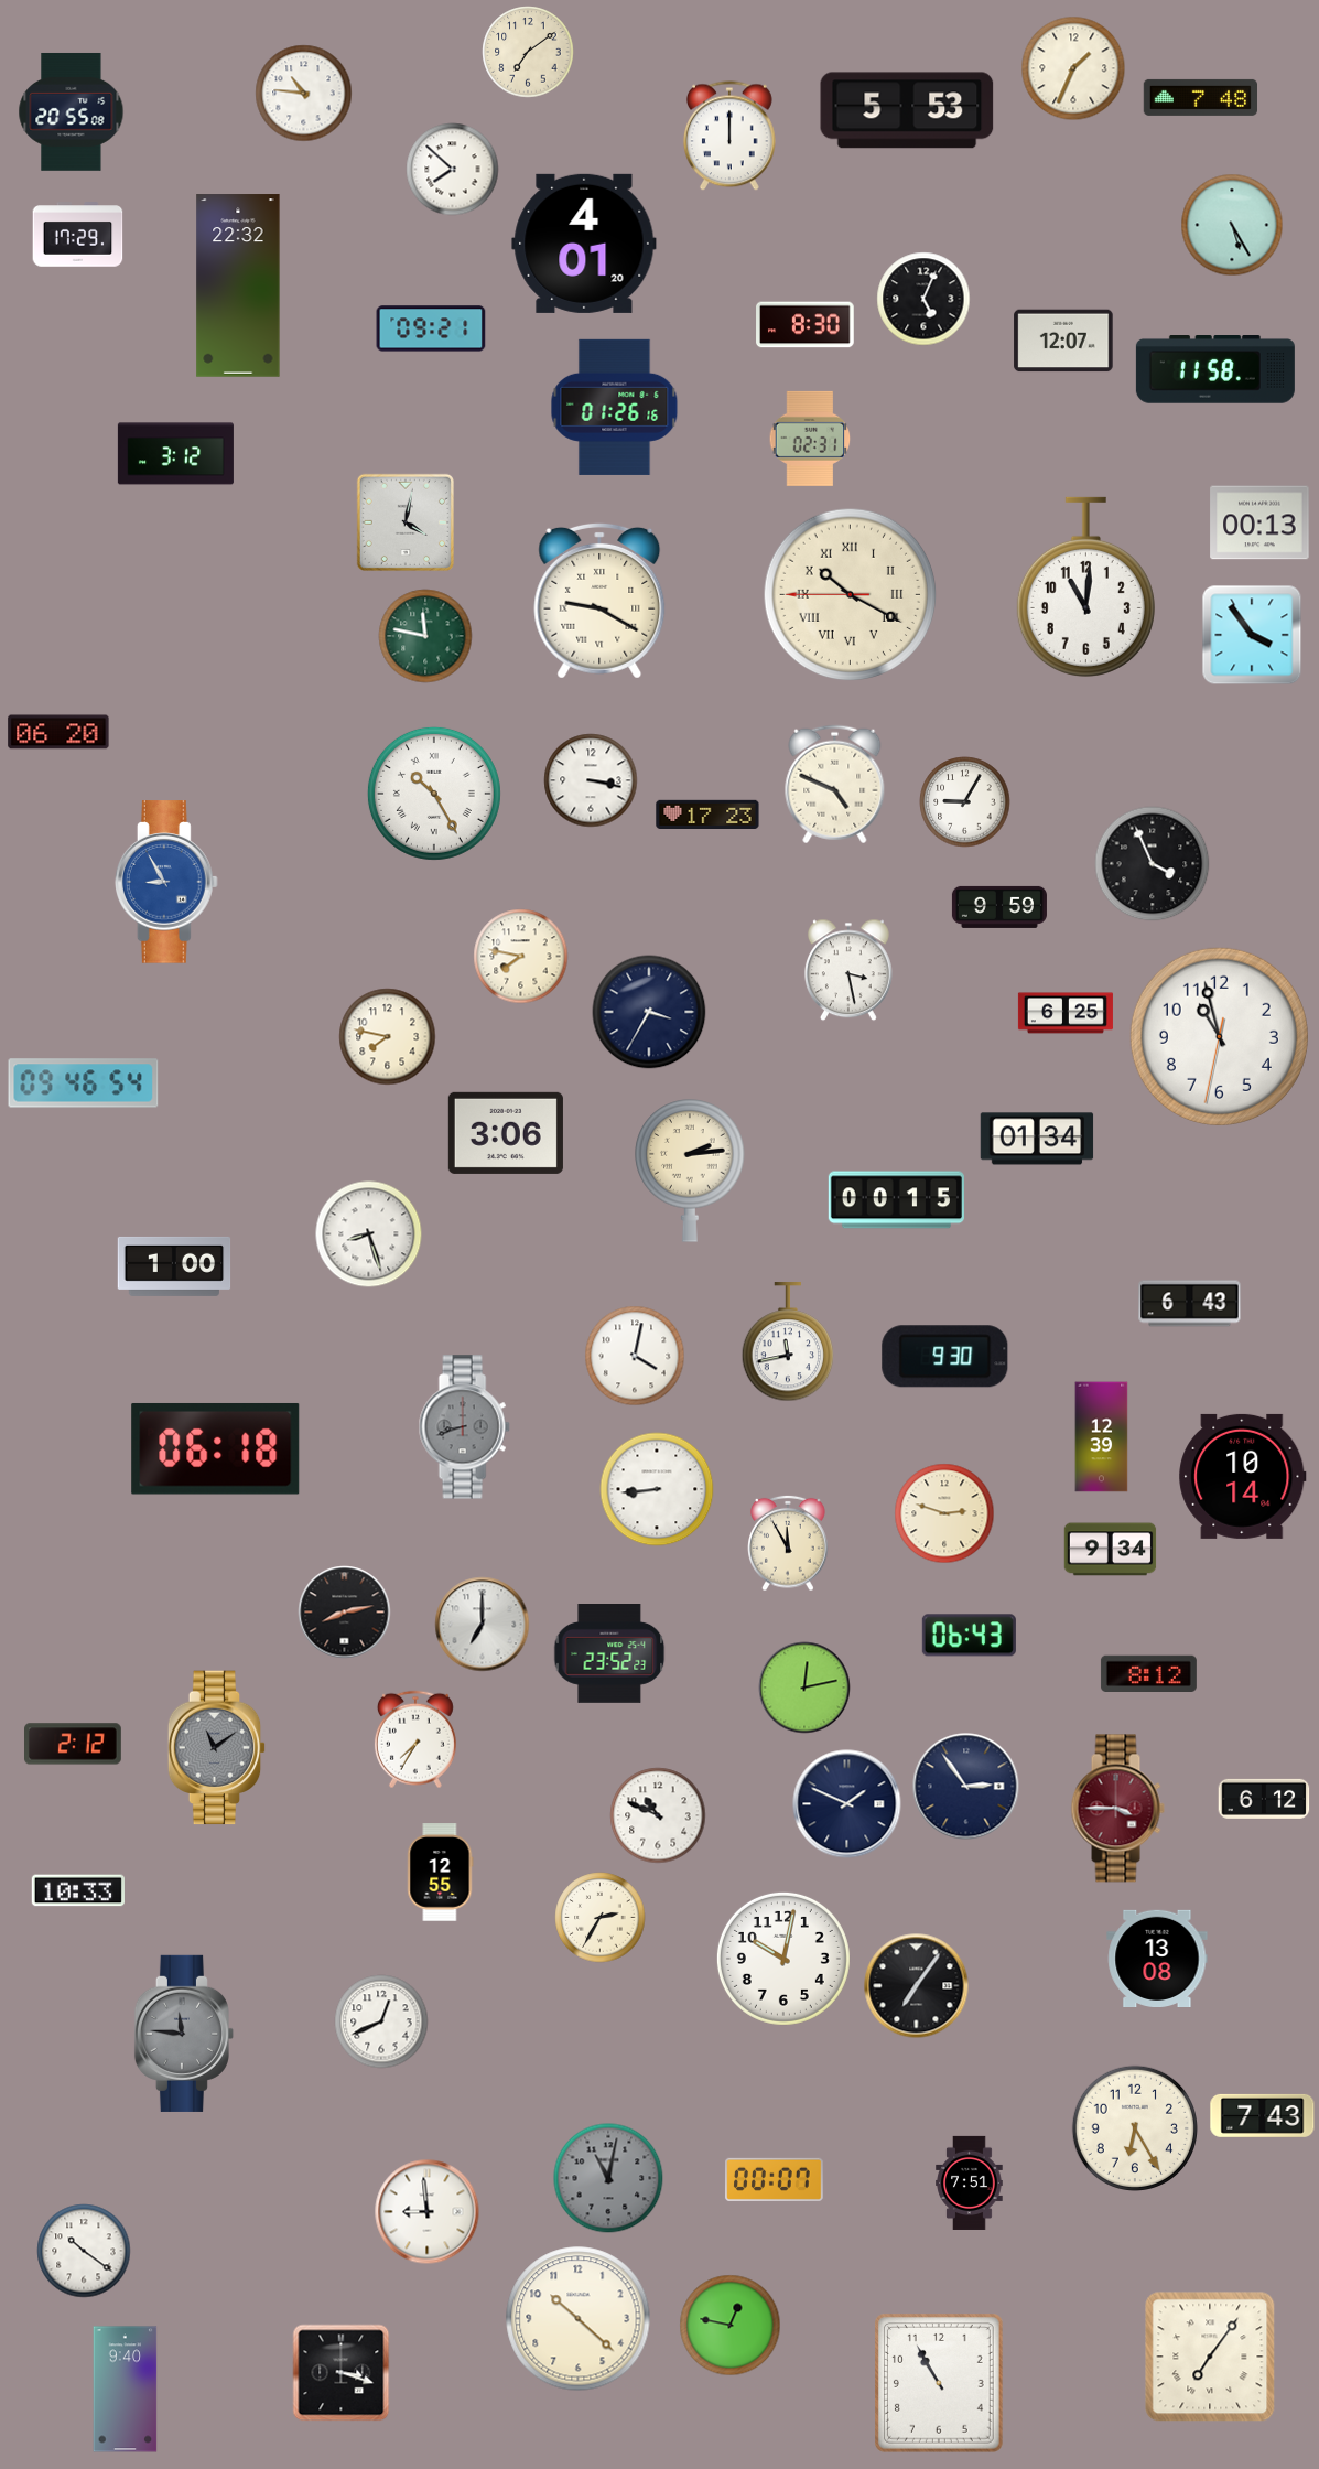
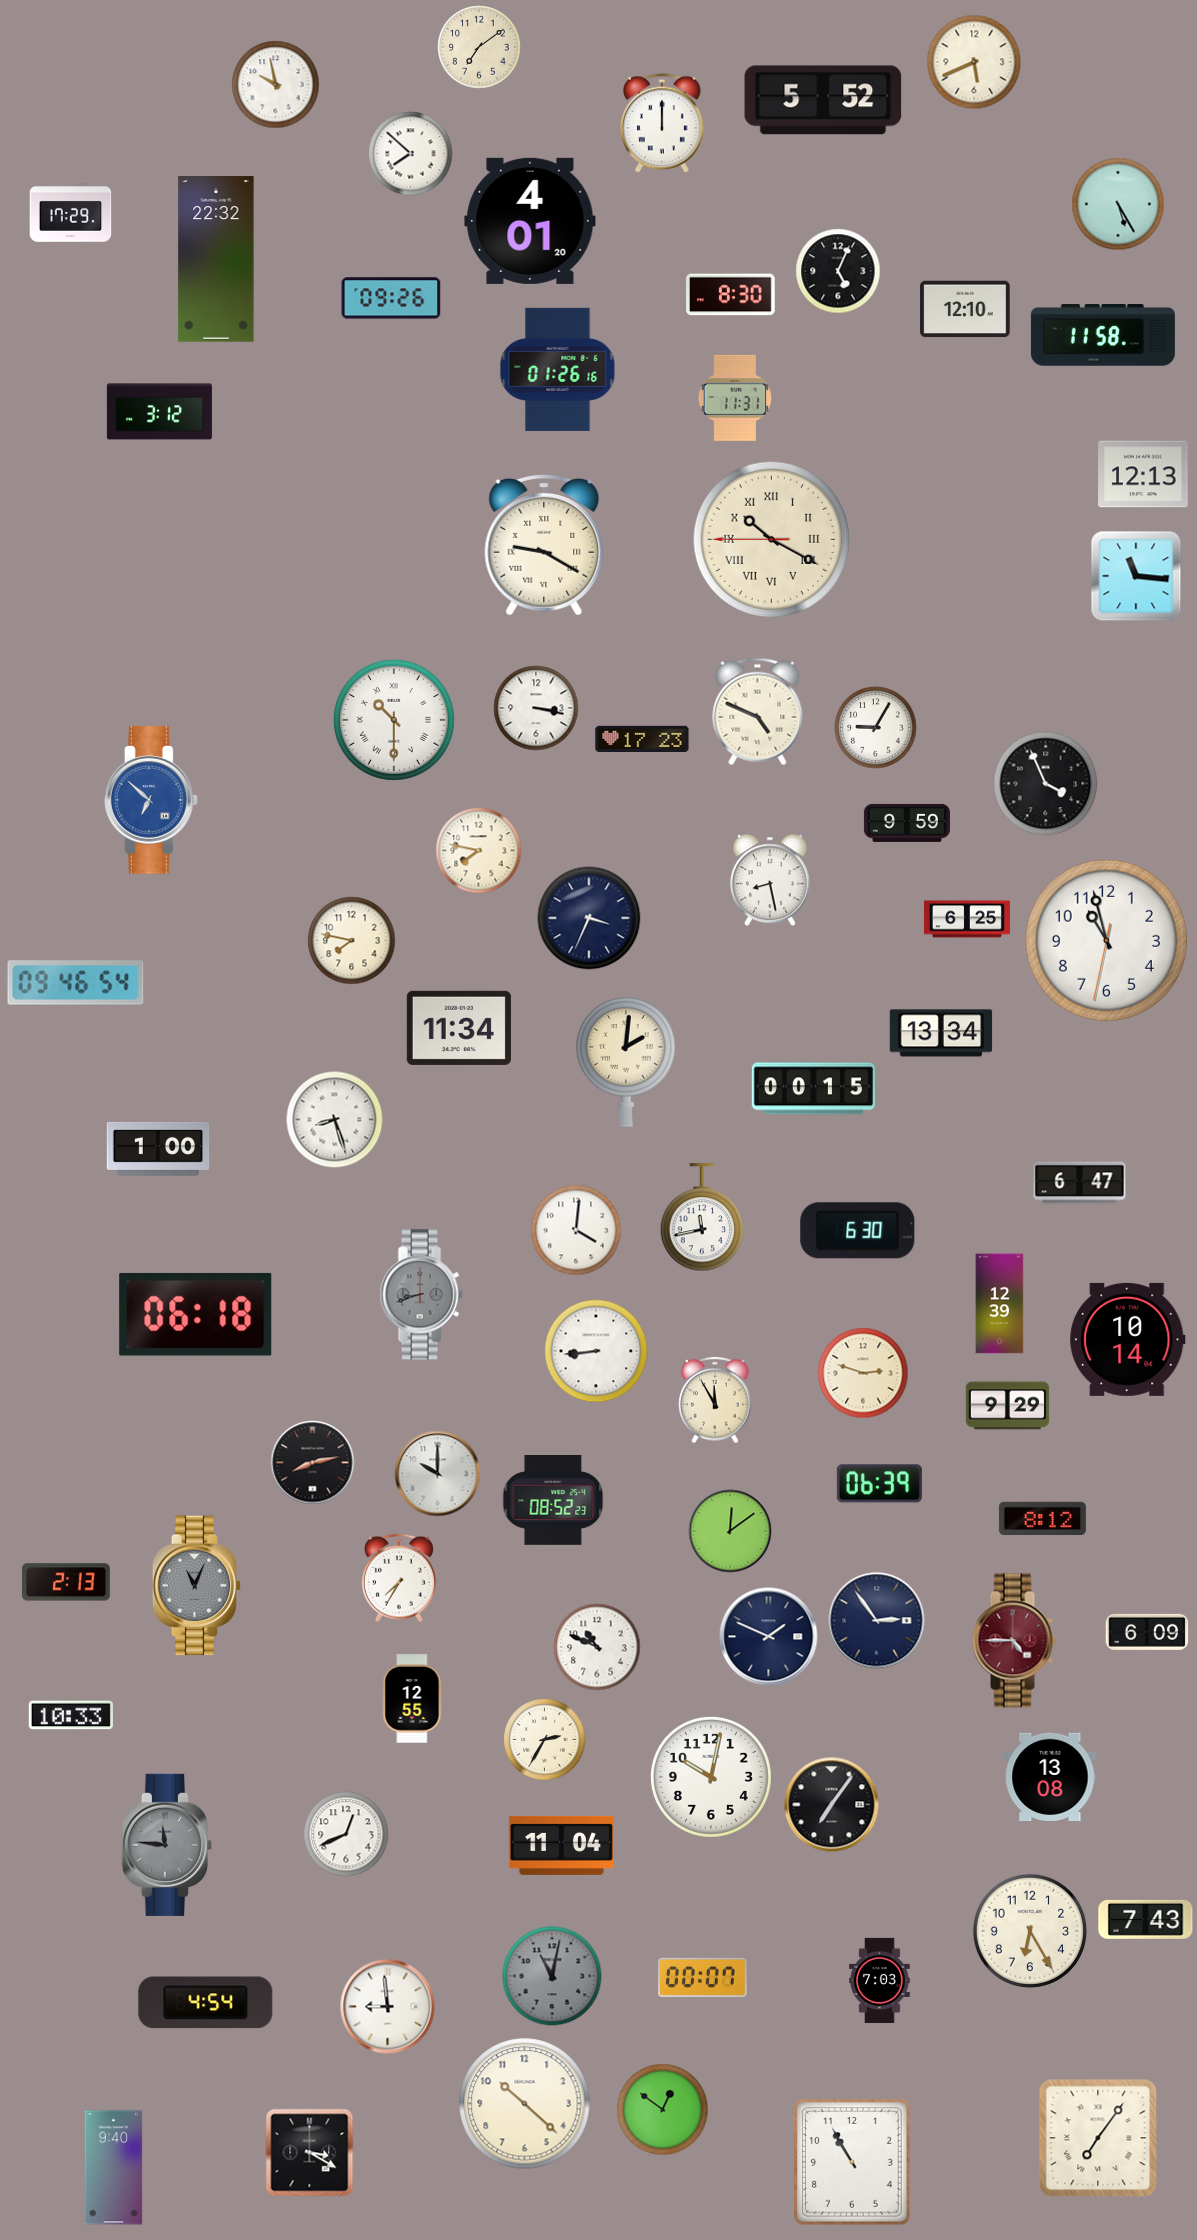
clock at (1073, 68): 1:34 -> 5:41
clock at (304, 94): 10:46 -> 9:58
clock at (1200, 97): 7:48 -> none
clock at (907, 110): 5:53 -> 5:52
clock at (72, 111): 20:55 -> none
clock at (431, 328): 09:21 -> 09:26
clock at (1063, 341): 12:07 -> 12:10
clock at (810, 439): 02:31 -> 11:31
clock at (406, 522): 4:02 -> none
clock at (1259, 522): 00:13 -> 12:13
clock at (1085, 586): 11:01 -> none
clock at (1252, 635): 3:54 -> 11:16
clock at (425, 636): 11:47 -> none
clock at (58, 732): 06:20 -> none
clock at (434, 794): 10:25 -> 10:30
clock at (166, 882): 8:55 -> 6:52
clock at (521, 957) position: (521, 957) -> (479, 851)
clock at (848, 970): 3:28 -> 8:28
clock at (649, 1012): 3:35 -> 3:34
clock at (506, 1133): 3:06 -> 11:34
clock at (1037, 1139): 01:34 -> 13:34
clock at (690, 1171): 2:14 -> 2:01
clock at (1190, 1304): 6:43 -> 6:47
clock at (788, 1343) position: (788, 1343) -> (702, 1218)
clock at (635, 1356): 4:02 -> 4:01
clock at (945, 1357): 9:30 -> 6:30
clock at (944, 1513) position: (944, 1513) -> (863, 1373)
clock at (1111, 1550): 9:34 -> 9:29
clock at (483, 1625): 7:00 -> 10:00
clock at (969, 1636): 06:43 -> 06:39
clock at (609, 1654): 23:52 -> 08:52
clock at (804, 1688): 12:13 -> 12:09
clock at (415, 1739) position: (415, 1739) -> (399, 1578)
clock at (74, 1744): 2:12 -> 2:13
clock at (217, 1748): 11:09 -> 11:04
clock at (1264, 1799): 6:12 -> 6:09
clock at (1117, 1809): 3:45 -> 4:45
clock at (441, 1873) position: (441, 1873) -> (413, 1699)
clock at (917, 1986) position: (917, 1986) -> (832, 1805)
clock at (561, 1845): none -> 11:04
clock at (970, 2182): 7:51 -> 7:03
clock at (206, 2003): none -> 4:54
clock at (84, 2251): 10:21 -> none
clock at (731, 2326): 12:47 -> 12:51
clock at (342, 2373): 3:18 -> 3:20
